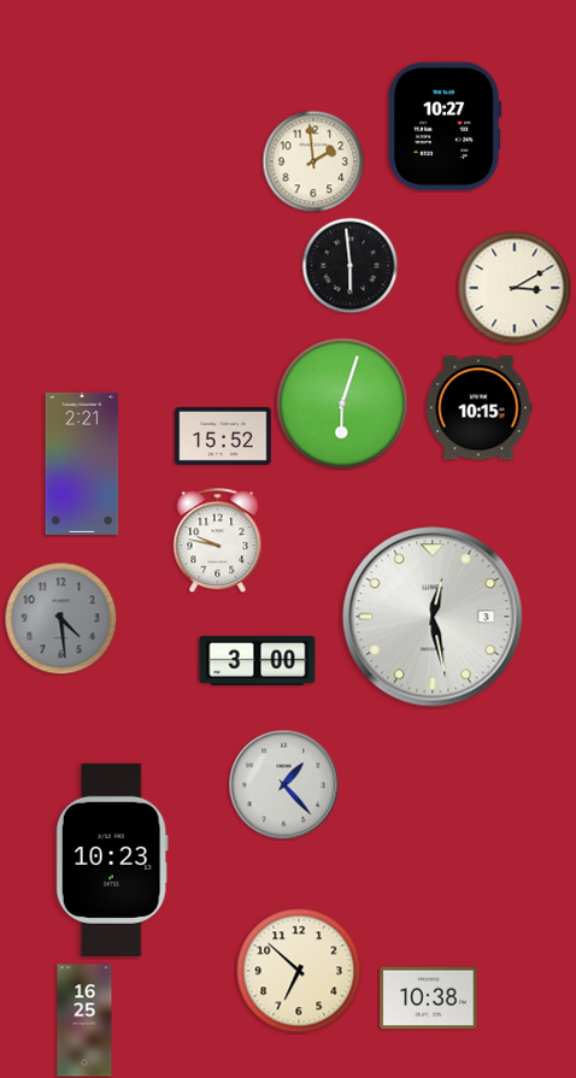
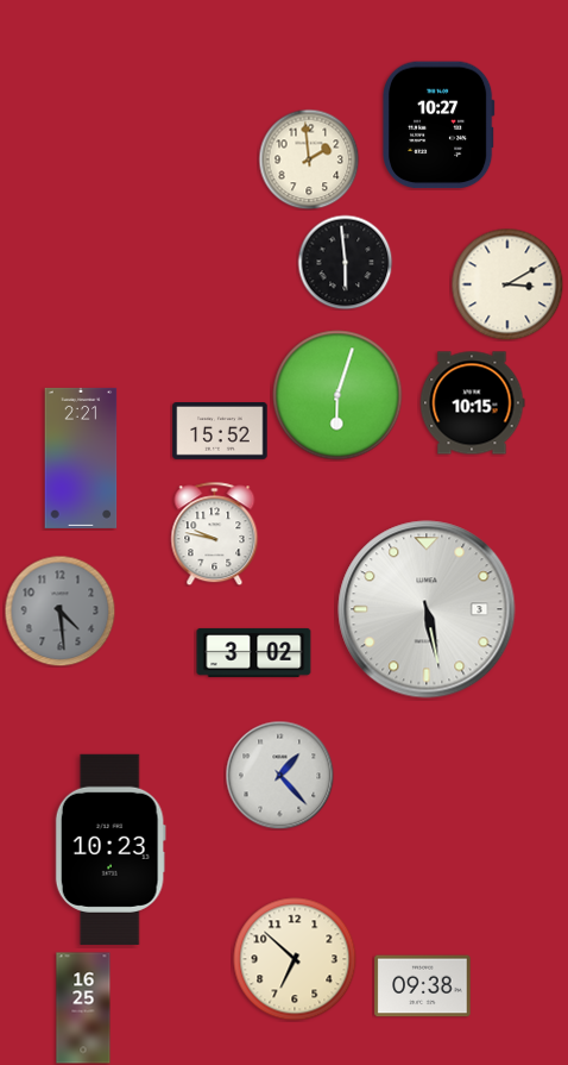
clock at (342, 403) position: (342, 403) -> (337, 395)
clock at (433, 617): 12:28 -> 5:28
clock at (258, 660): 3:00 -> 3:02
clock at (429, 999): 10:38 -> 09:38
